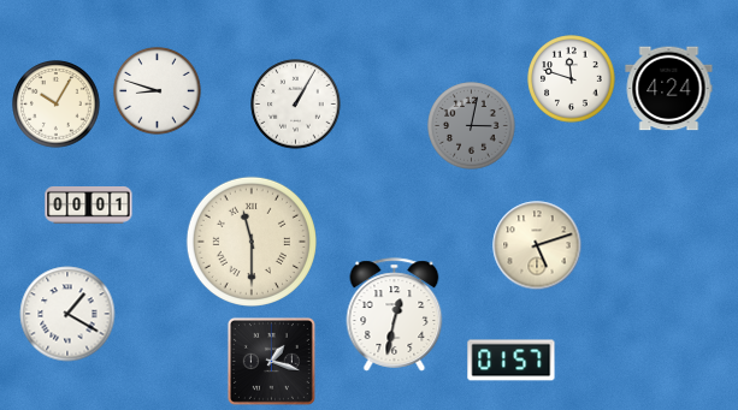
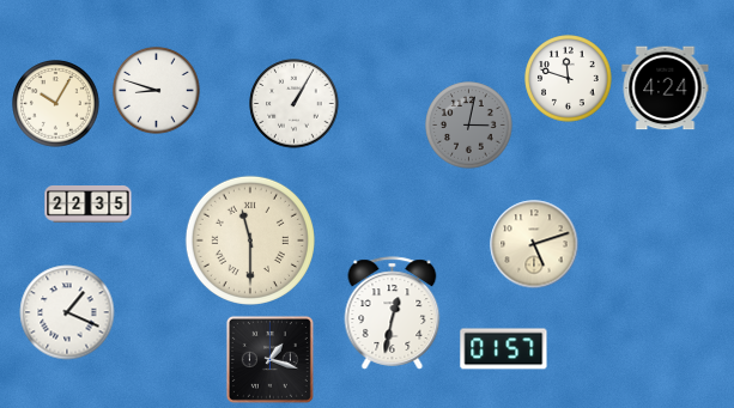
clock at (89, 206): 00:01 -> 22:35
clock at (67, 314): 1:20 -> 1:19
clock at (512, 361) position: (512, 361) -> (504, 349)
